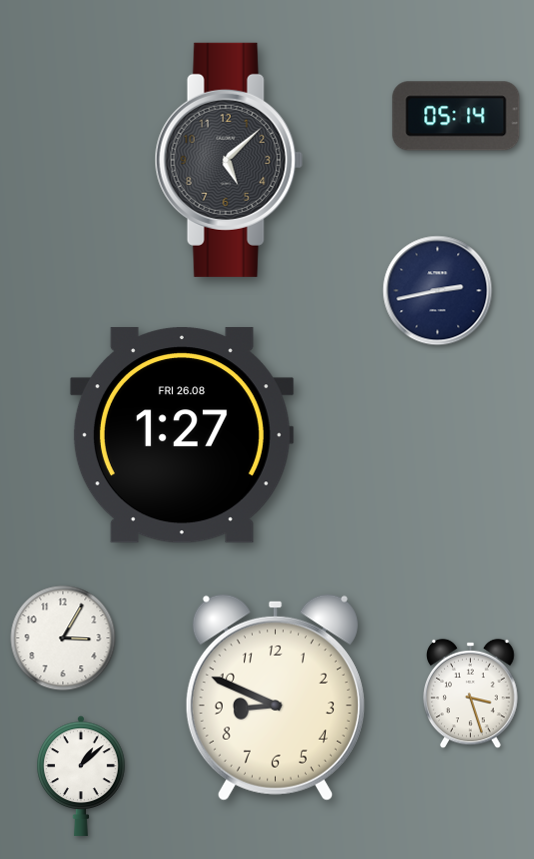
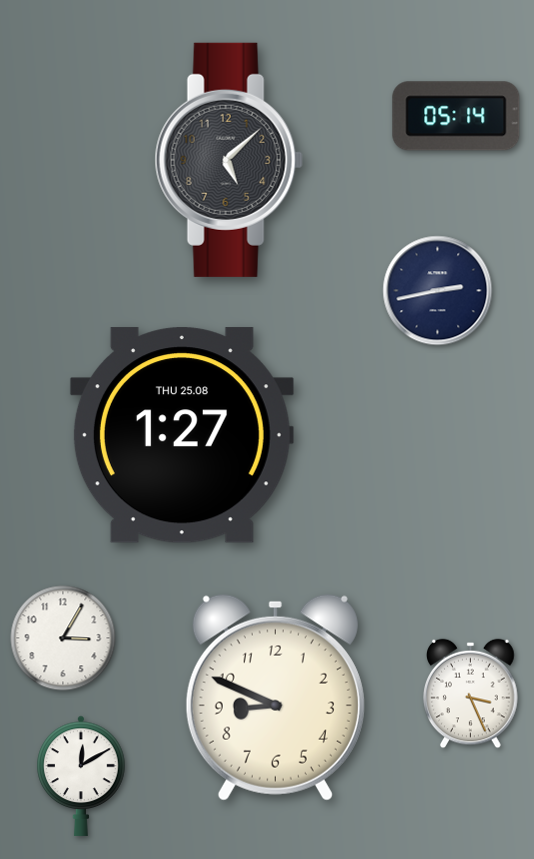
clock at (182, 435) date: FRI 26.08 -> THU 25.08
clock at (471, 694): 3:27 -> 3:26
clock at (81, 776): 1:08 -> 12:10
